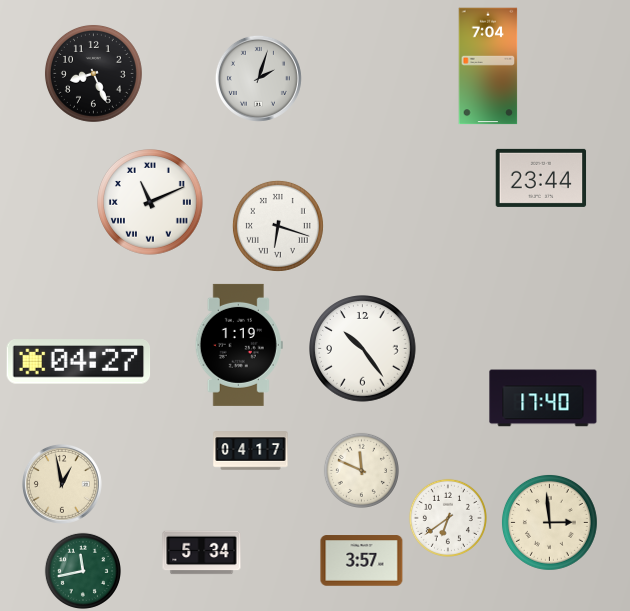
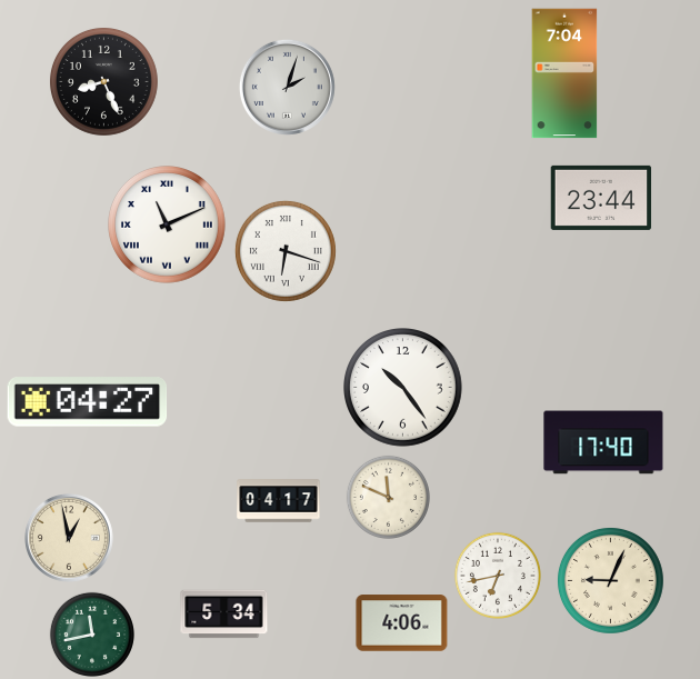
clock at (488, 66) position: (488, 66) -> (564, 73)
clock at (278, 226) position: (278, 226) -> (286, 251)
clock at (239, 345): 1:19 -> none
clock at (361, 470) position: (361, 470) -> (388, 497)
clock at (448, 518): 6:39 -> 6:43
clock at (549, 522): 2:59 -> 9:04
clock at (362, 561): 3:57 -> 4:06
